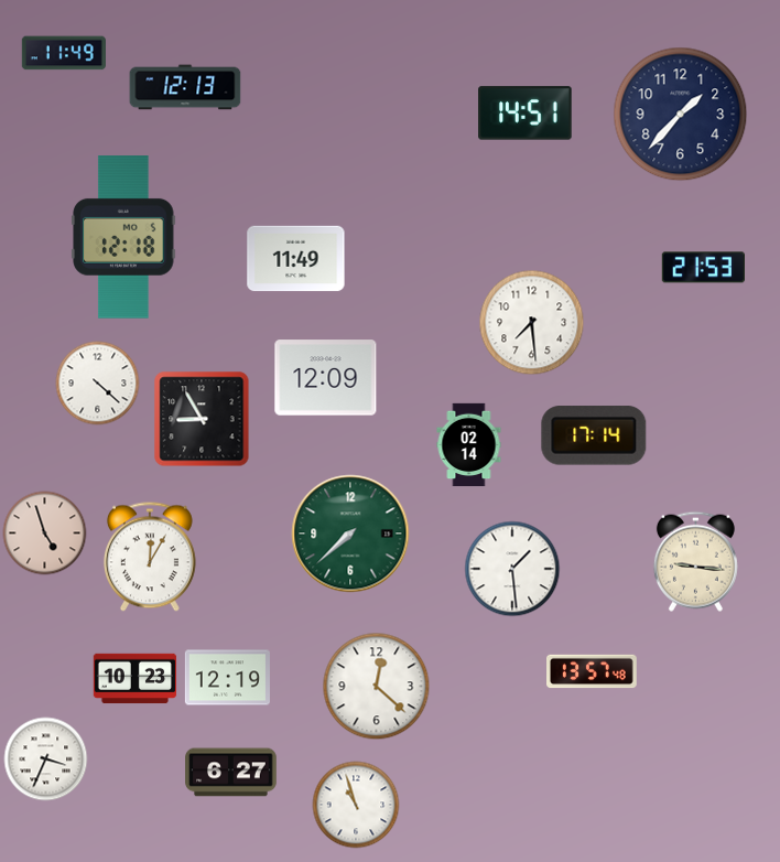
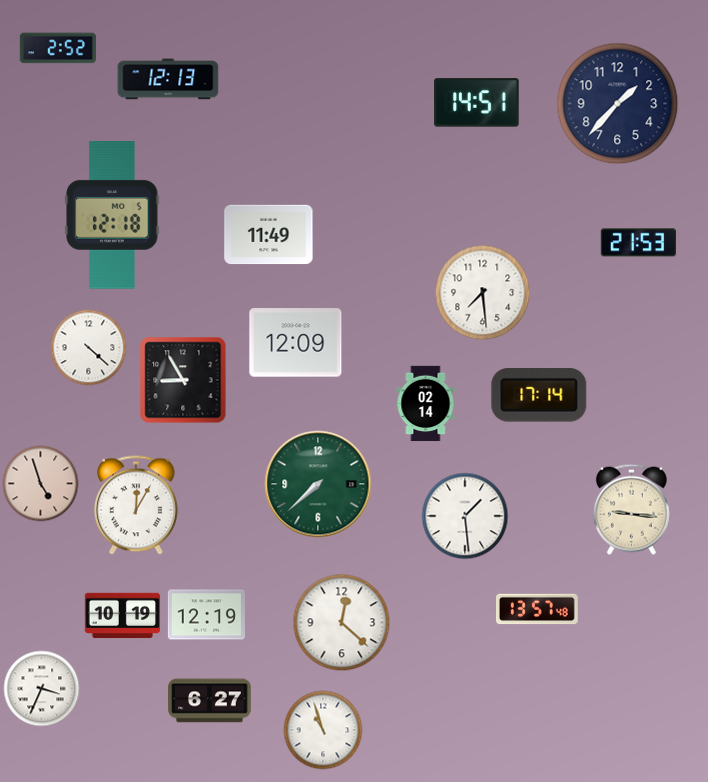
clock at (64, 53): 11:49 -> 2:52
clock at (136, 679): 10:23 -> 10:19
